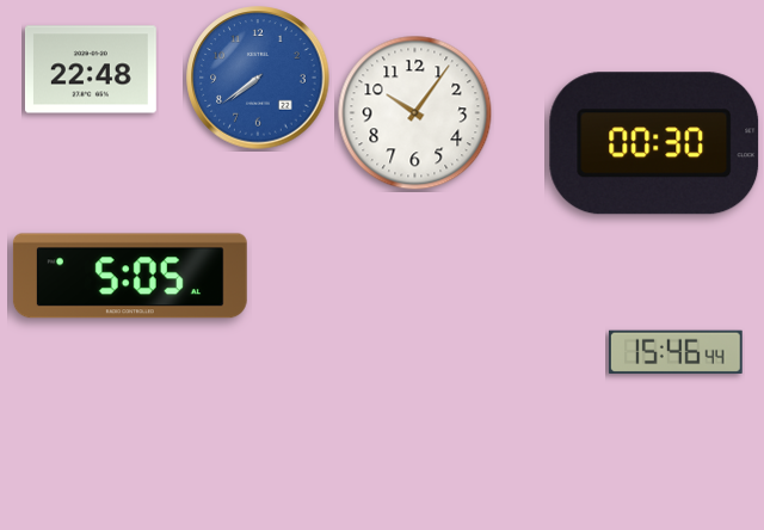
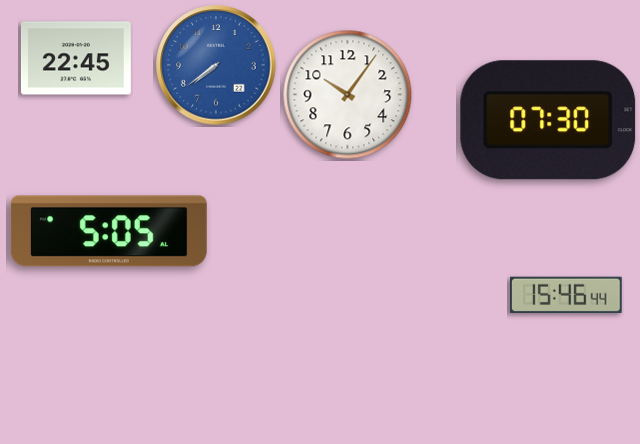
clock at (91, 69): 22:48 -> 22:45
clock at (654, 143): 00:30 -> 07:30
